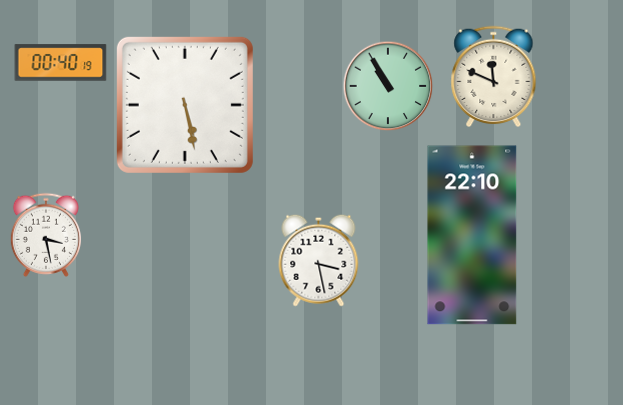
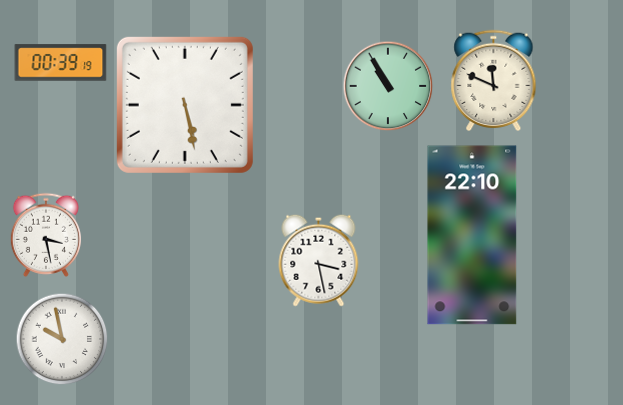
clock at (61, 63): 00:40 -> 00:39
clock at (494, 77) position: (494, 77) -> (494, 81)
clock at (62, 339): none -> 9:58
